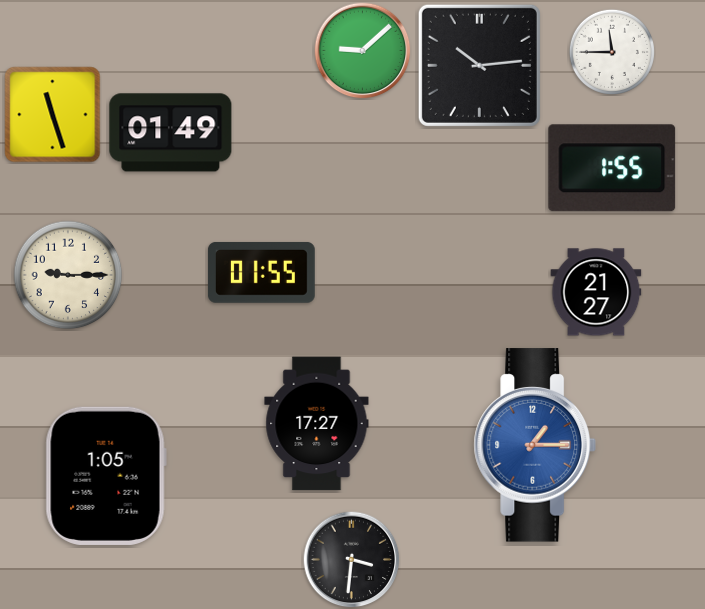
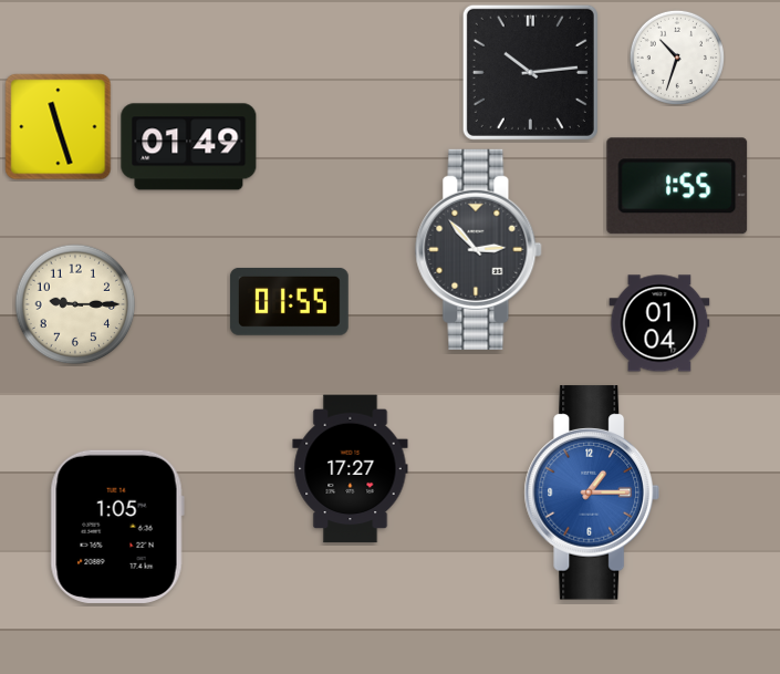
clock at (363, 51): 9:08 -> none
clock at (612, 52): 11:45 -> 10:33
clock at (479, 249): none -> 2:53
clock at (596, 292): 21:27 -> 01:04
clock at (352, 560): 3:31 -> none
